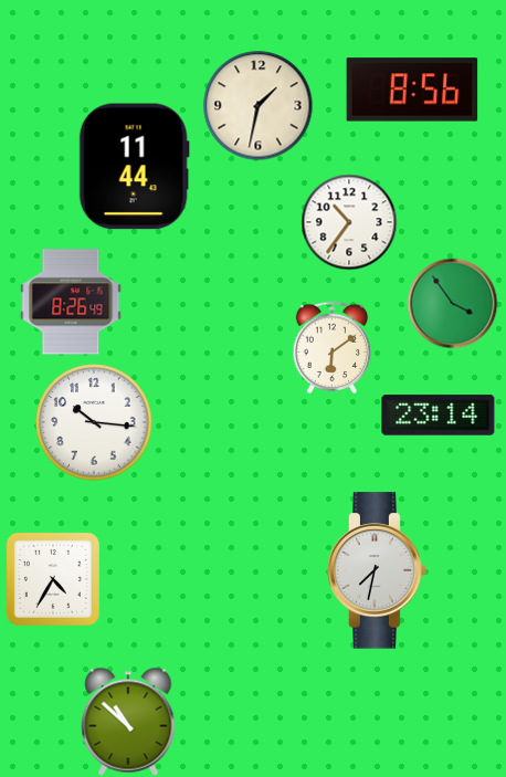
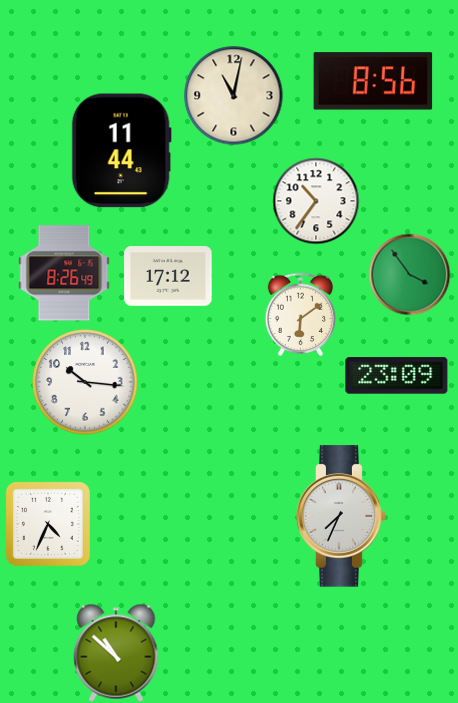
clock at (259, 106): 1:32 -> 11:02
clock at (168, 276): none -> 17:12
clock at (439, 416): 23:14 -> 23:09
clock at (377, 570): 7:32 -> 7:34
clock at (53, 579): 4:35 -> 4:34
